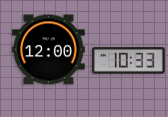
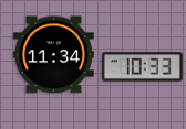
clock at (49, 50): 12:00 -> 11:34
